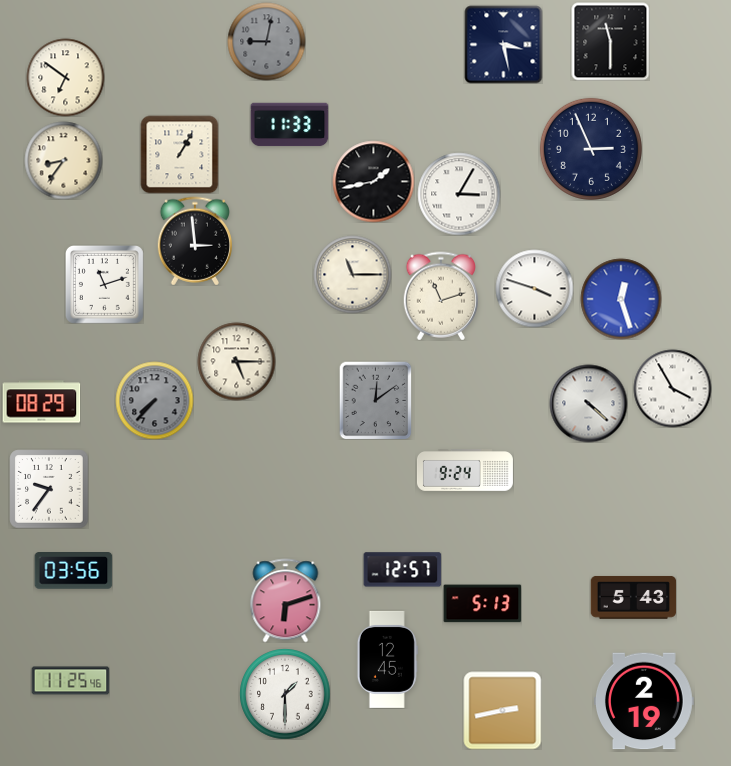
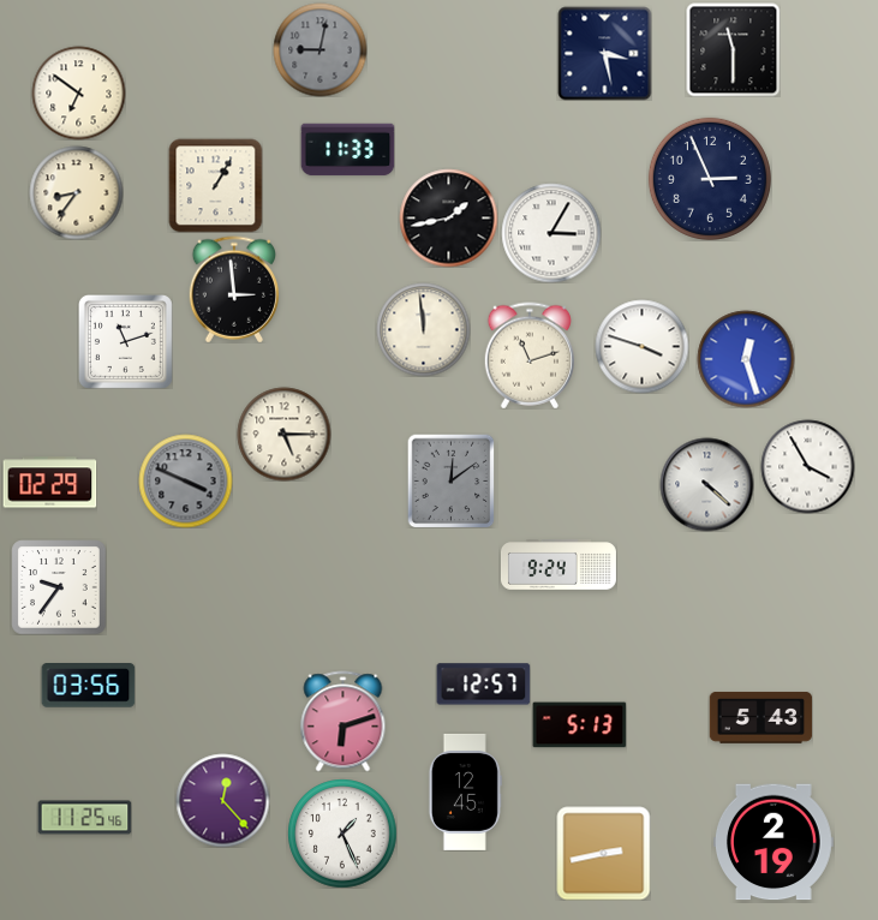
clock at (352, 274): 11:15 -> 11:59
clock at (154, 400): 7:37 -> 3:49
clock at (41, 402): 08:29 -> 02:29
clock at (222, 800): none -> 12:23
clock at (285, 694): 1:30 -> 1:26
